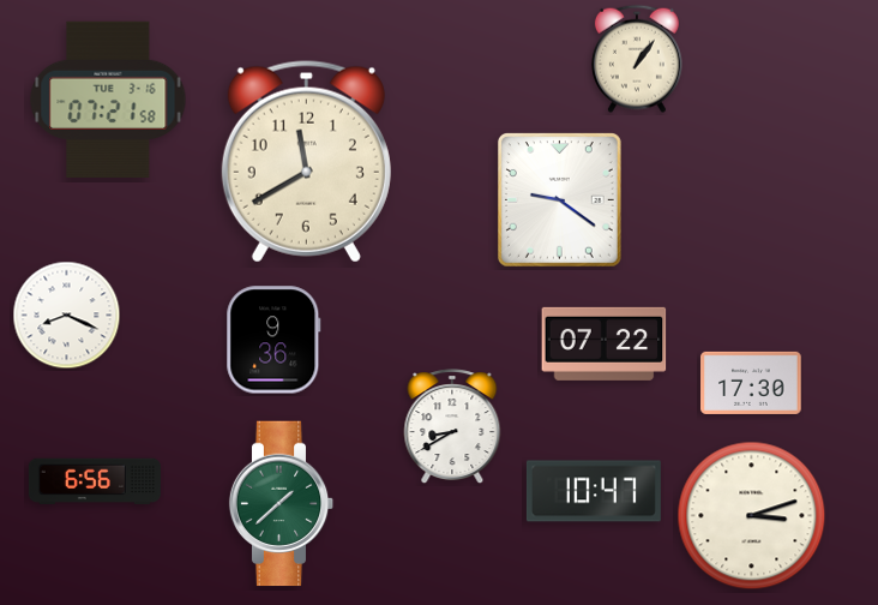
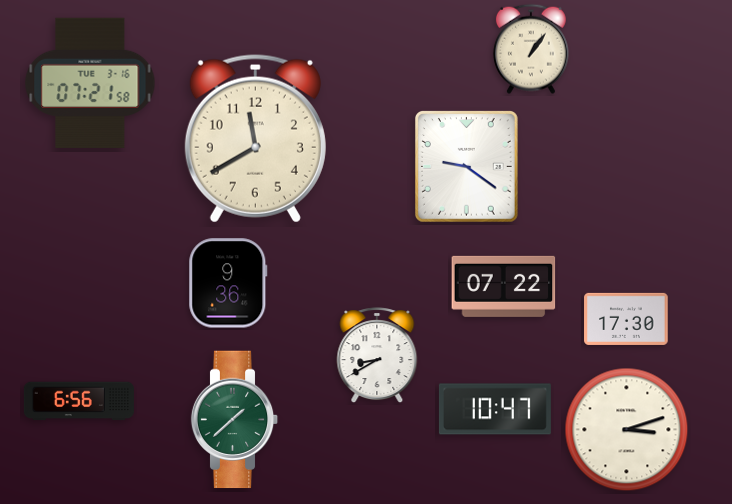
clock at (306, 162) position: (306, 162) -> (255, 139)
clock at (67, 316): 8:19 -> none
